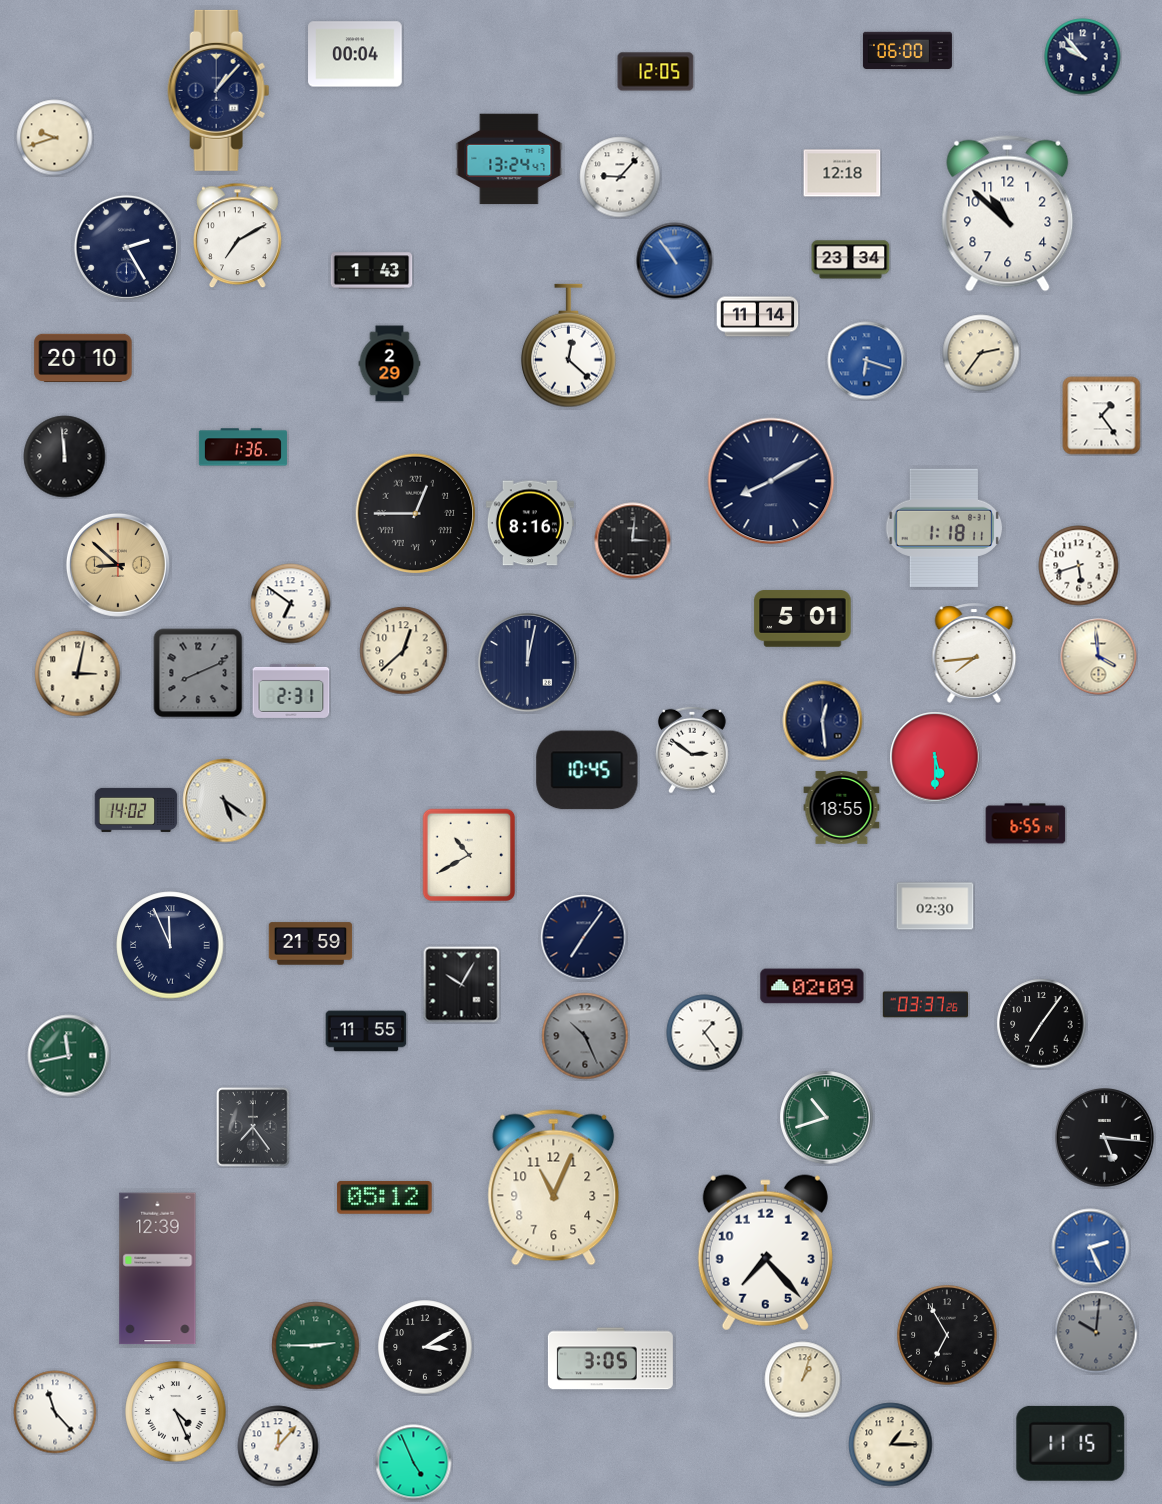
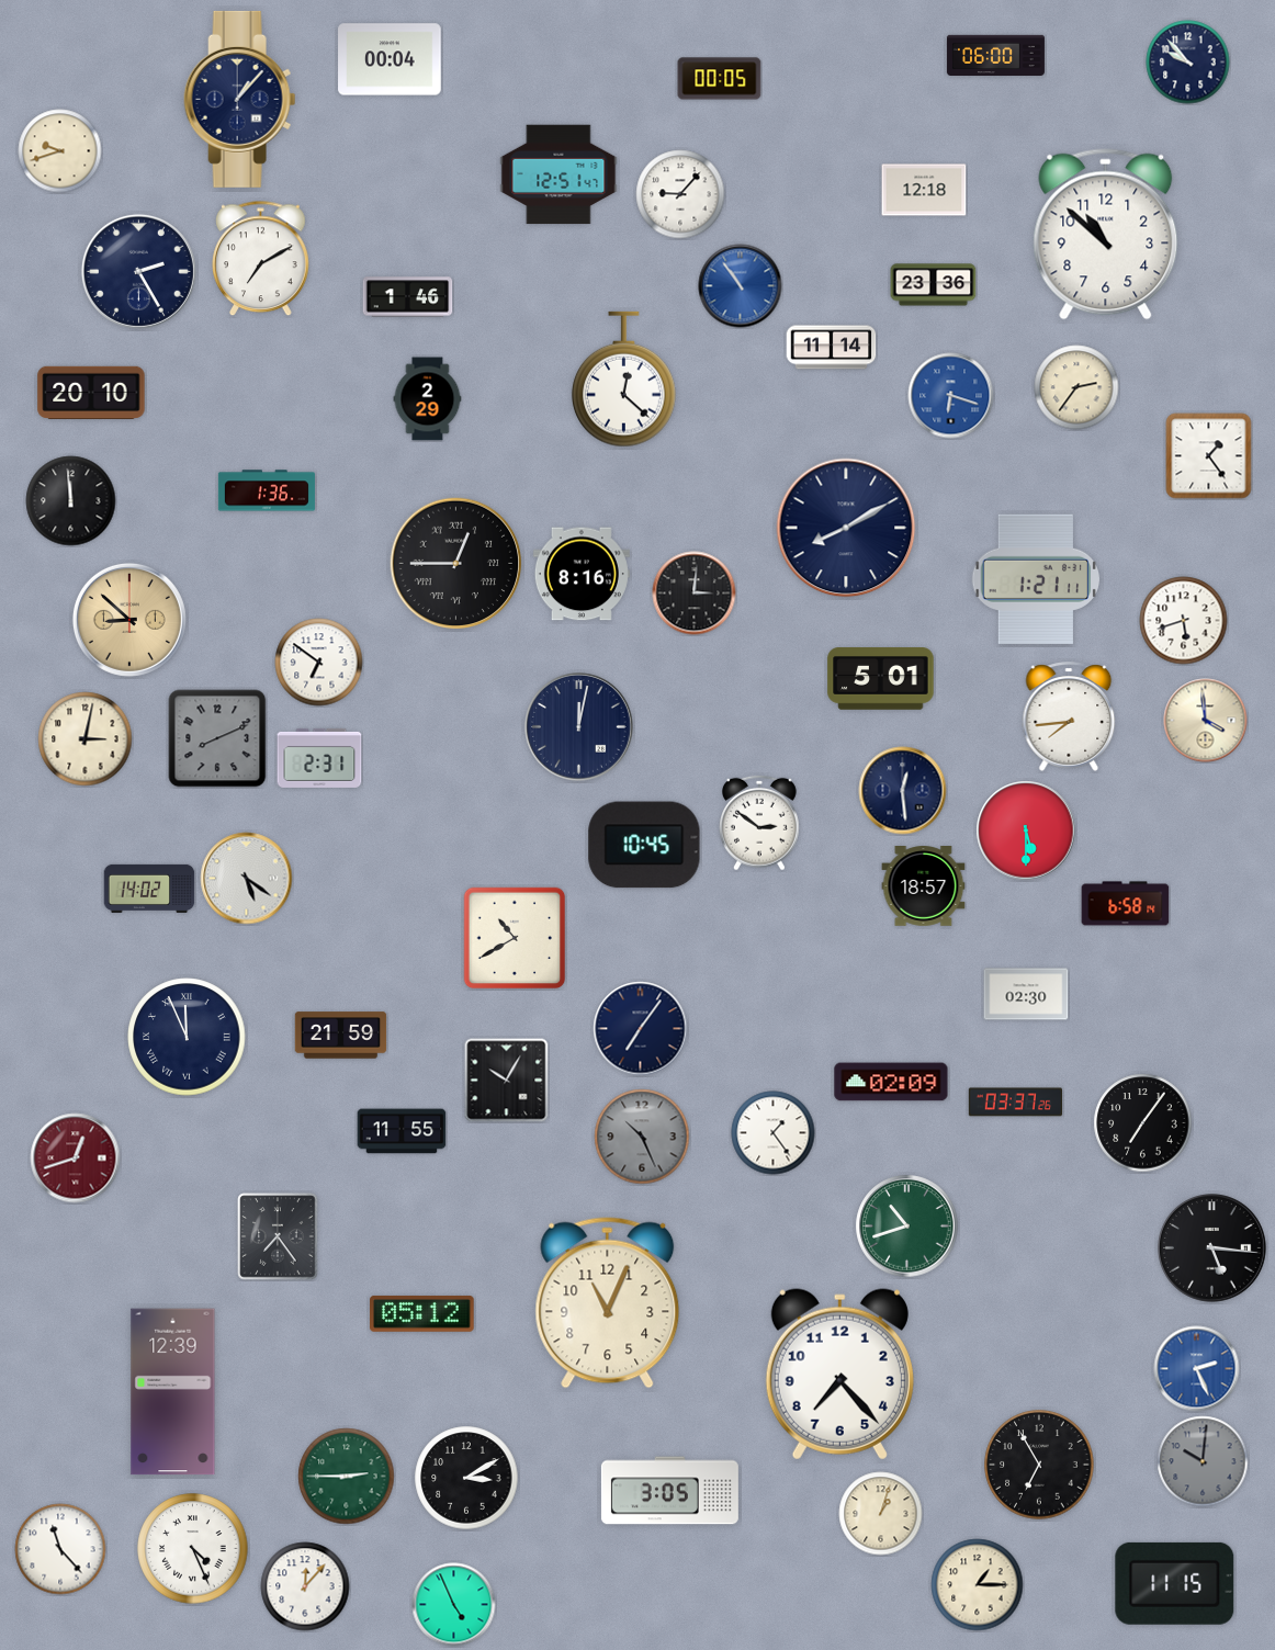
clock at (656, 72): 12:05 -> 00:05
clock at (509, 159): 13:24 -> 12:51
clock at (851, 260): 23:34 -> 23:36
clock at (372, 271): 1:43 -> 1:46
clock at (944, 527): 1:18 -> 1:21
clock at (404, 651): 12:38 -> none
clock at (842, 808): 18:55 -> 18:57
clock at (1026, 824): 6:55 -> 6:58
clock at (69, 1056): 11:43 -> 12:42
clock at (69, 1056) dial: green -> burgundy
